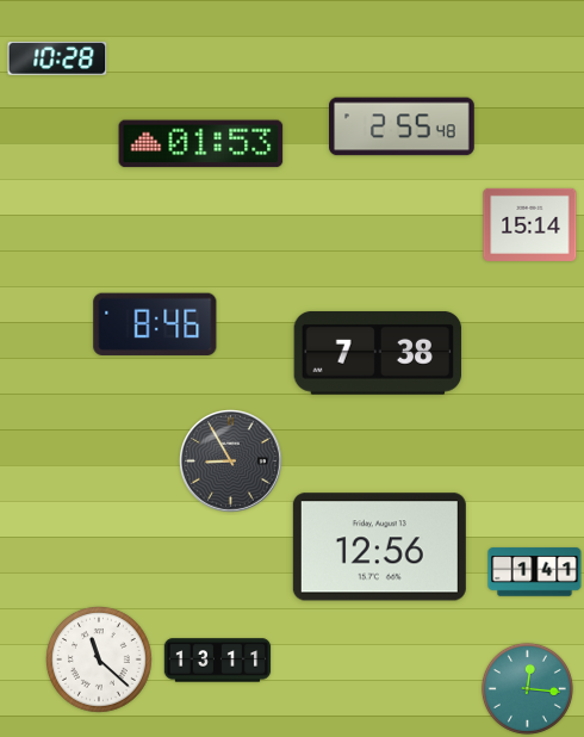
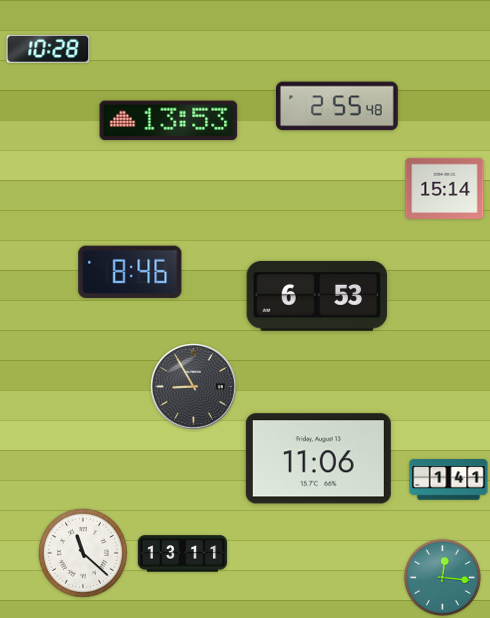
clock at (201, 144): 01:53 -> 13:53
clock at (378, 353): 7:38 -> 6:53
clock at (379, 547): 12:56 -> 11:06
